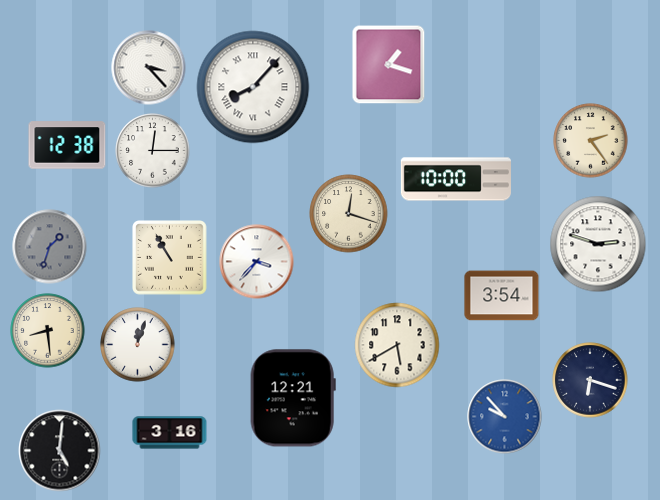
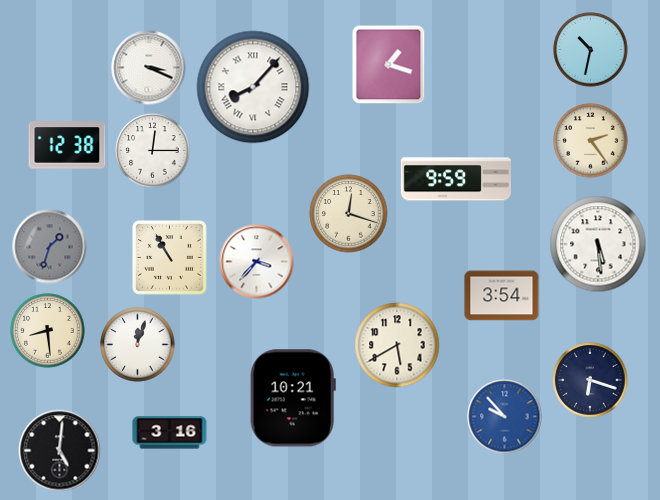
clock at (591, 50): none -> 10:32
clock at (149, 68): 3:23 -> 3:19
clock at (456, 179): 10:00 -> 9:59
clock at (598, 244): 2:48 -> 5:29
clock at (293, 398): 12:21 -> 10:21
